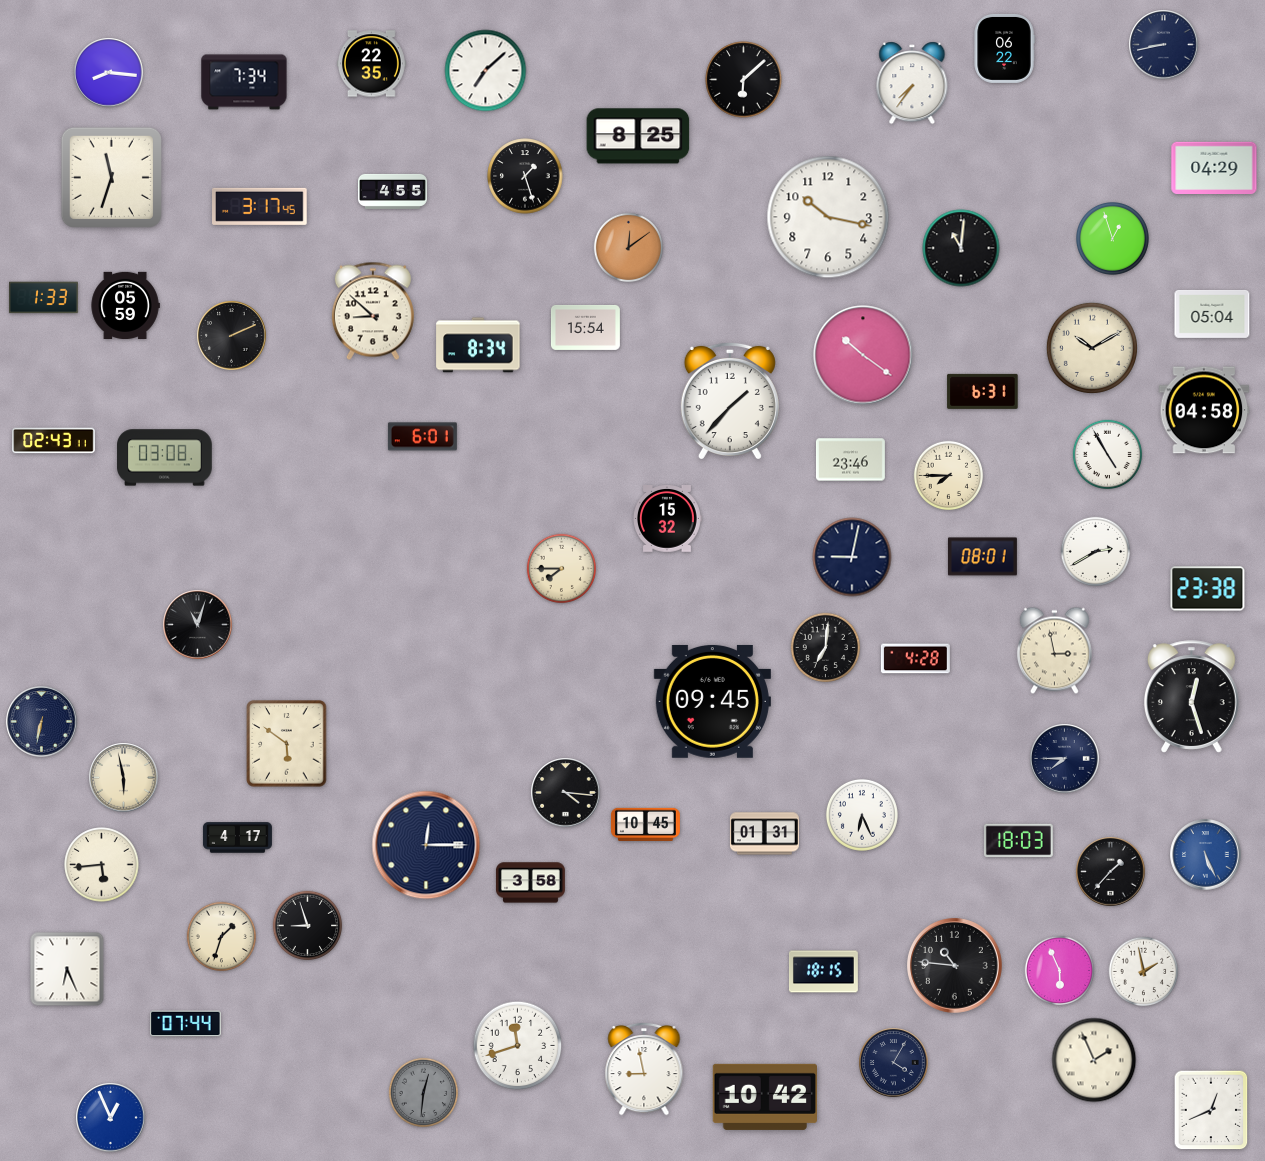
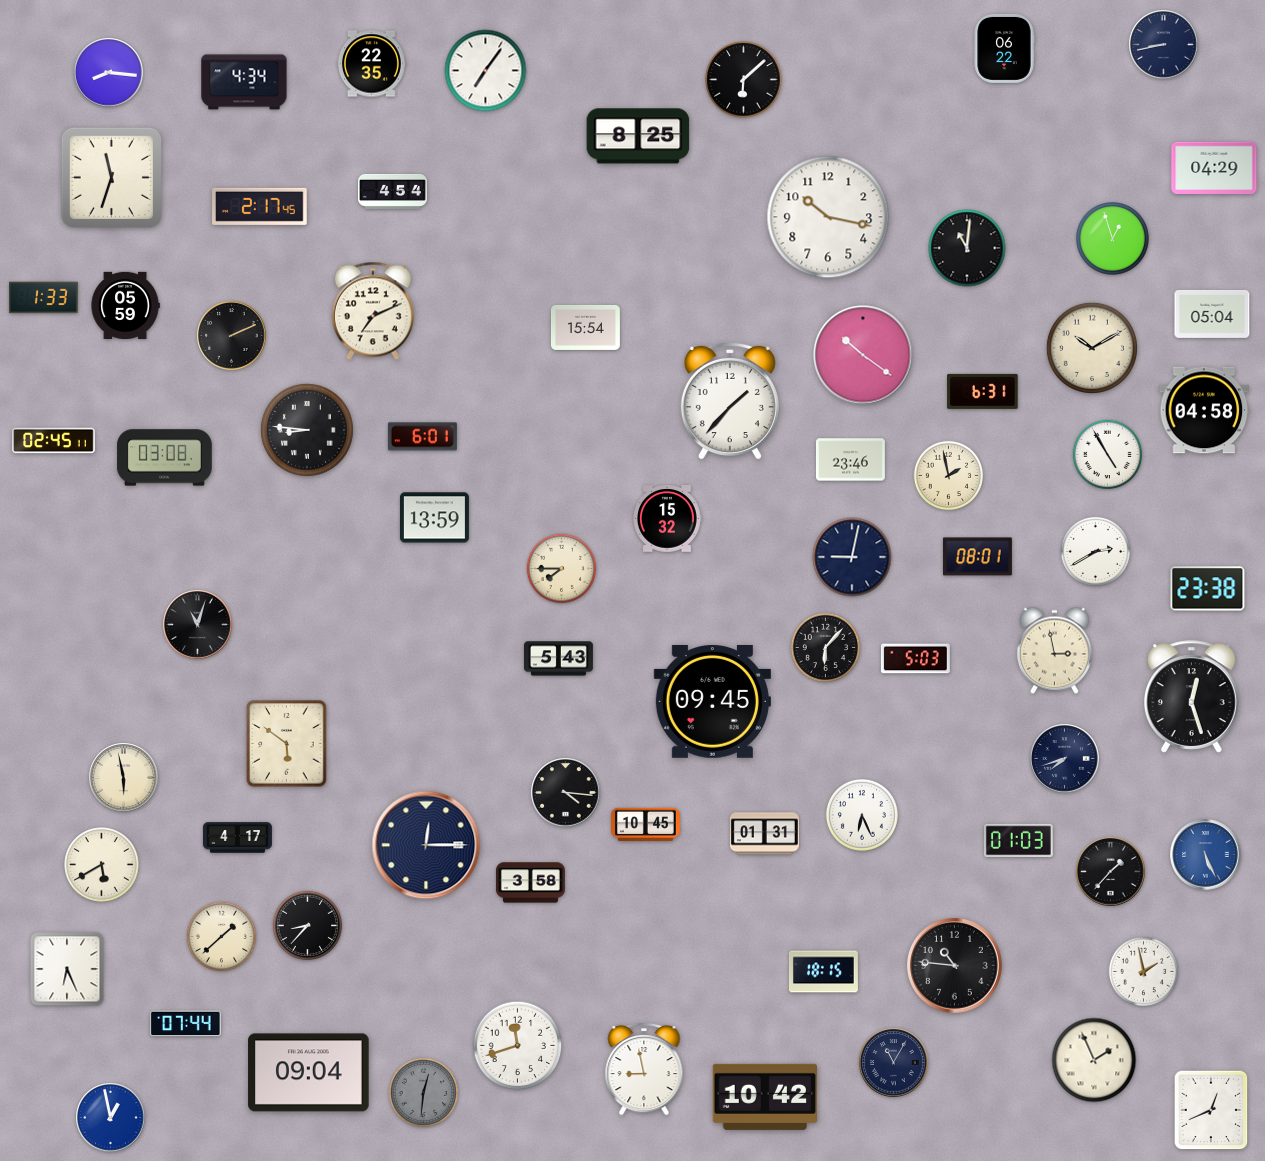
clock at (486, 71): 7:08 -> 7:06
clock at (244, 82): 7:34 -> 4:34
clock at (912, 83): 7:36 -> none
clock at (525, 176): 1:27 -> none
clock at (393, 191): 4:55 -> 4:54
clock at (260, 206): 3:17 -> 2:17
clock at (629, 248): 12:09 -> none
clock at (961, 248) position: (961, 248) -> (967, 248)
clock at (373, 311): 8:52 -> 7:11
clock at (478, 345): 8:34 -> none
clock at (307, 430): none -> 8:46
clock at (54, 441): 02:43 -> 02:45
clock at (949, 476): 7:45 -> 1:58
clock at (434, 518): none -> 13:59
clock at (982, 557) position: (982, 557) -> (977, 557)
clock at (826, 648): 7:01 -> 6:07
clock at (558, 659): none -> 5:43
clock at (915, 659): 4:28 -> 5:03
clock at (42, 722): 6:32 -> none
clock at (1065, 759): 7:45 -> 7:42
clock at (1018, 841): 18:03 -> 01:03
clock at (102, 865): 5:44 -> 5:40
clock at (308, 926): 8:57 -> 8:37
clock at (222, 937): 1:33 -> 1:38
clock at (1060, 971): 5:56 -> none
clock at (894, 1063): 4:05 -> 11:05
clock at (309, 1073): none -> 09:04
clock at (111, 1118): 12:56 -> 12:58
